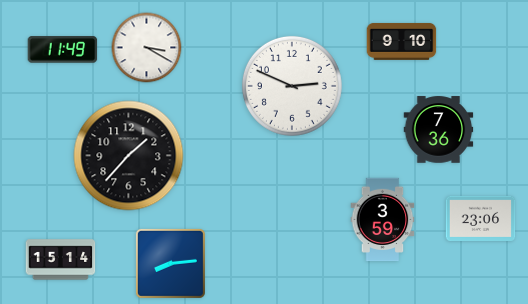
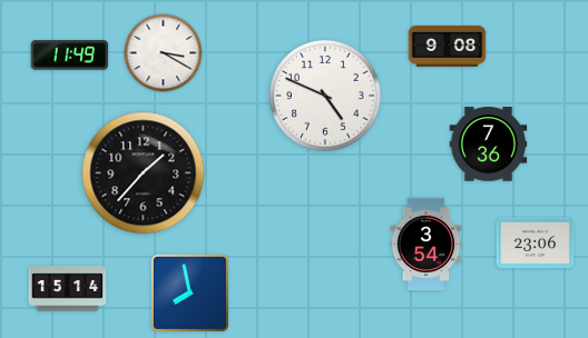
clock at (402, 41): 9:10 -> 9:08
clock at (292, 86): 2:49 -> 4:49
clock at (383, 220): 3:59 -> 3:54
clock at (170, 263): 8:14 -> 7:58
